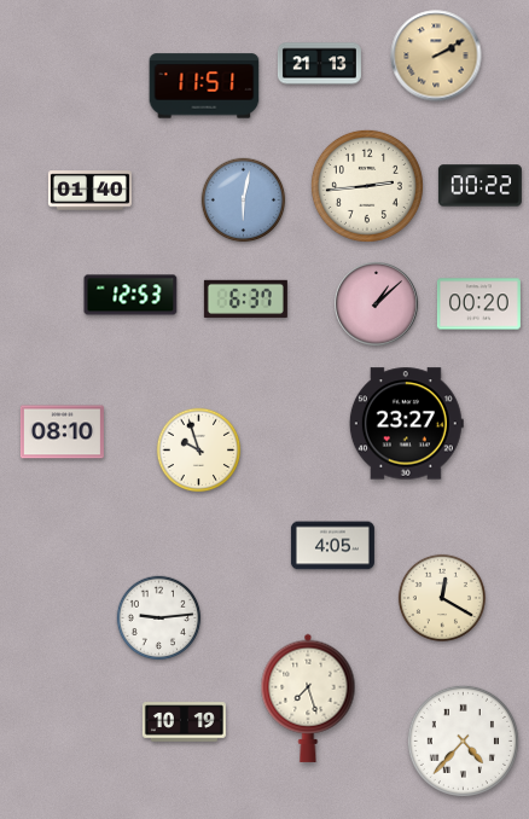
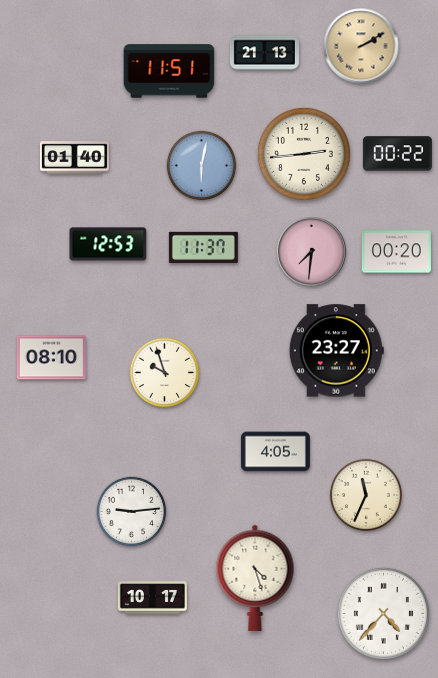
clock at (245, 298): 6:37 -> 11:37
clock at (377, 304): 1:08 -> 7:31
clock at (442, 598): 12:20 -> 11:34
clock at (308, 698): 7:27 -> 4:27
clock at (184, 722): 10:19 -> 10:17
